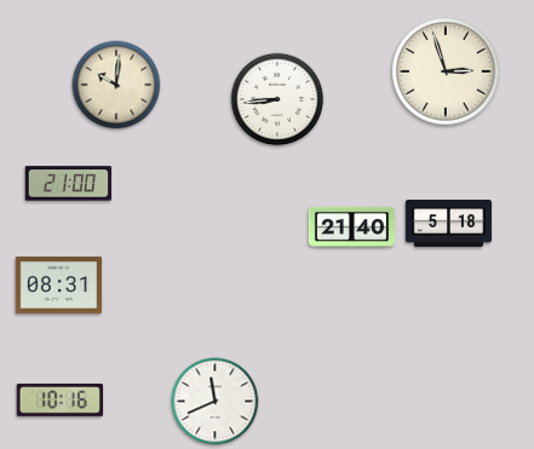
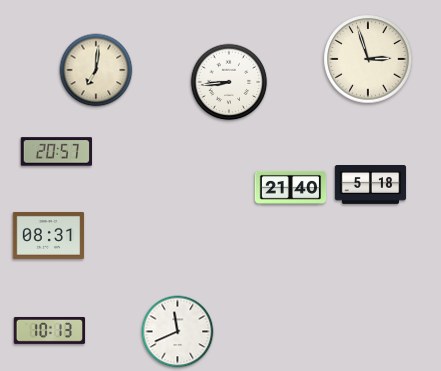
clock at (116, 85): 10:01 -> 7:01
clock at (68, 184): 21:00 -> 20:57
clock at (61, 399): 10:16 -> 10:13
